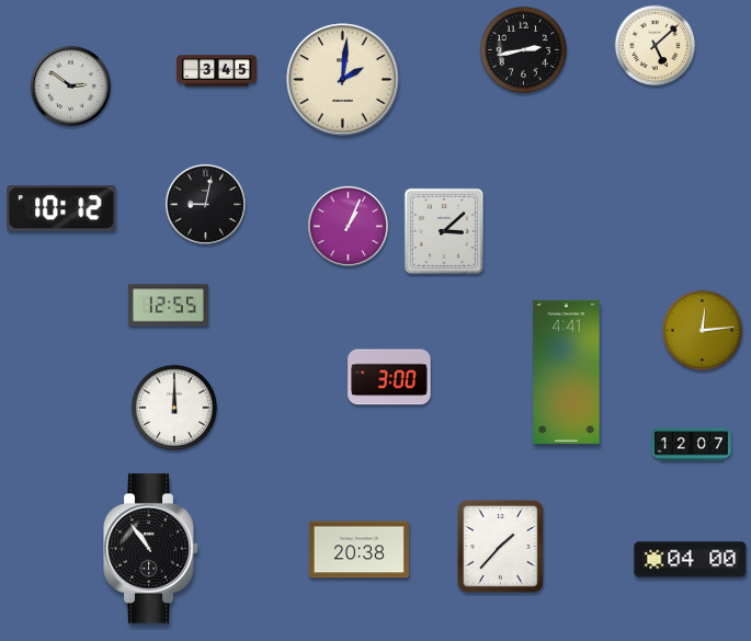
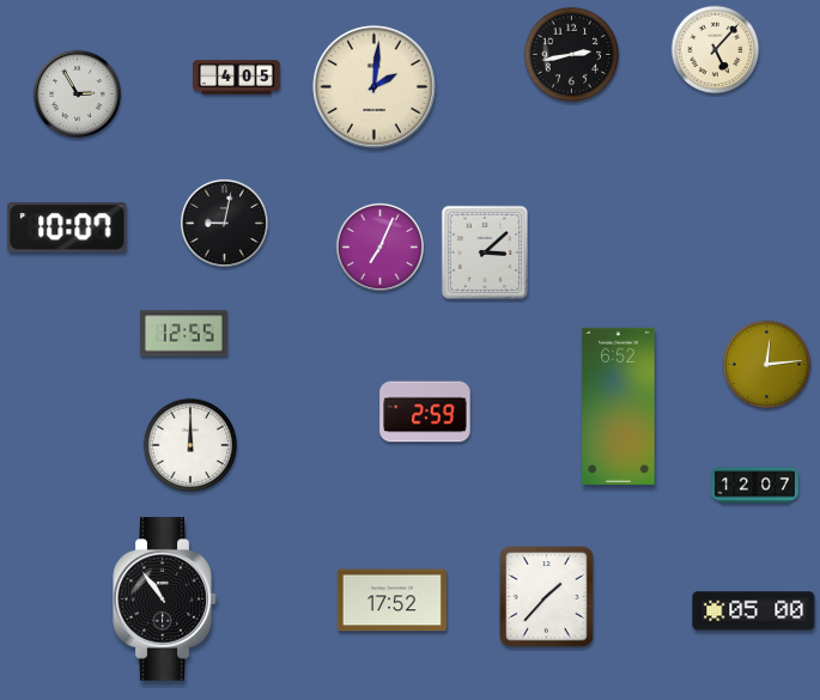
clock at (656, 46): 5:08 -> 5:07
clock at (217, 71): 3:45 -> 4:05
clock at (70, 85): 2:51 -> 2:55
clock at (61, 208): 10:12 -> 10:07
clock at (348, 226): 1:04 -> 7:04
clock at (703, 331) position: (703, 331) -> (767, 365)
clock at (567, 371): 4:41 -> 6:52
clock at (389, 377): 3:00 -> 2:59
clock at (359, 550): 20:38 -> 17:52
clock at (691, 560): 04:00 -> 05:00
